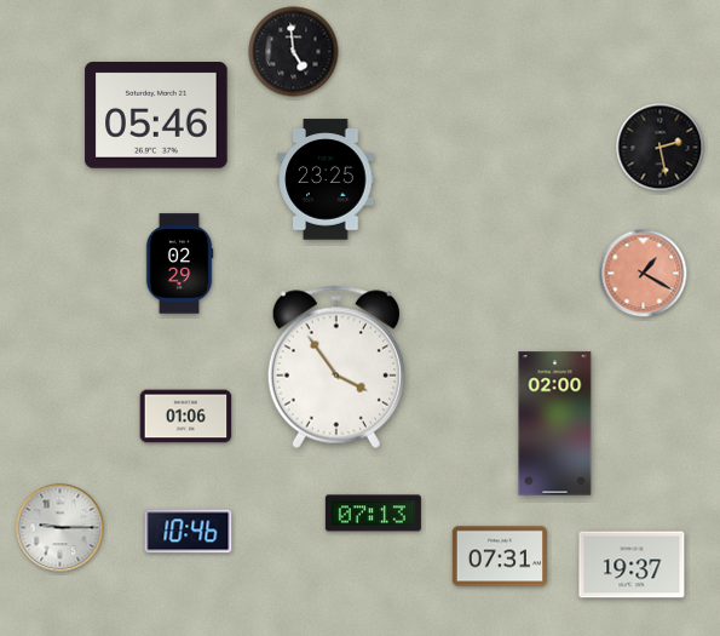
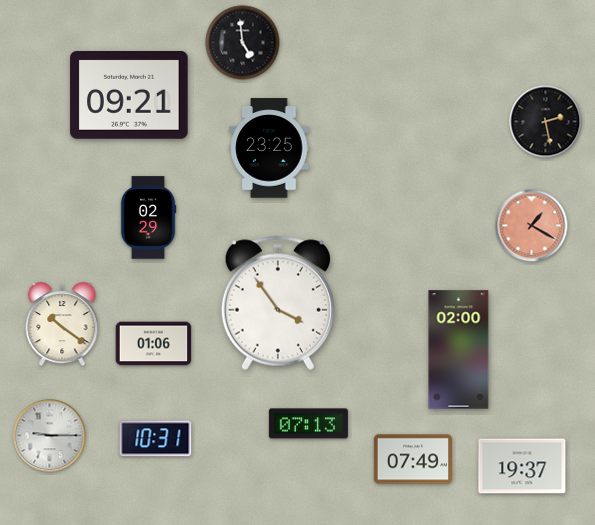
clock at (156, 116): 05:46 -> 09:21
clock at (62, 324): none -> 10:21
clock at (189, 532): 10:46 -> 10:31
clock at (500, 556): 07:31 -> 07:49
